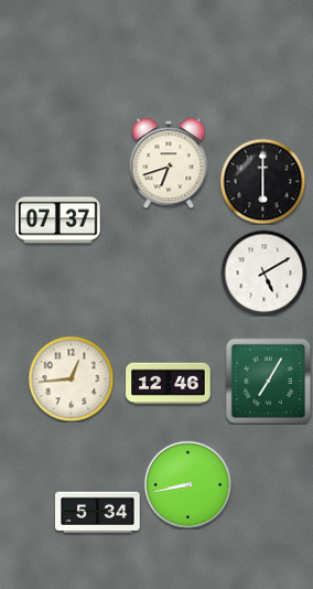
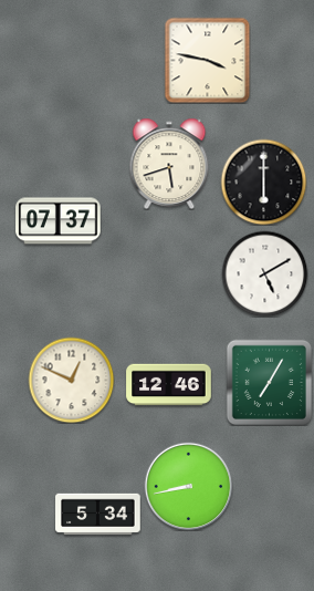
clock at (207, 60): none -> 3:47
clock at (169, 163): 6:42 -> 5:42
clock at (71, 378): 12:44 -> 12:49
